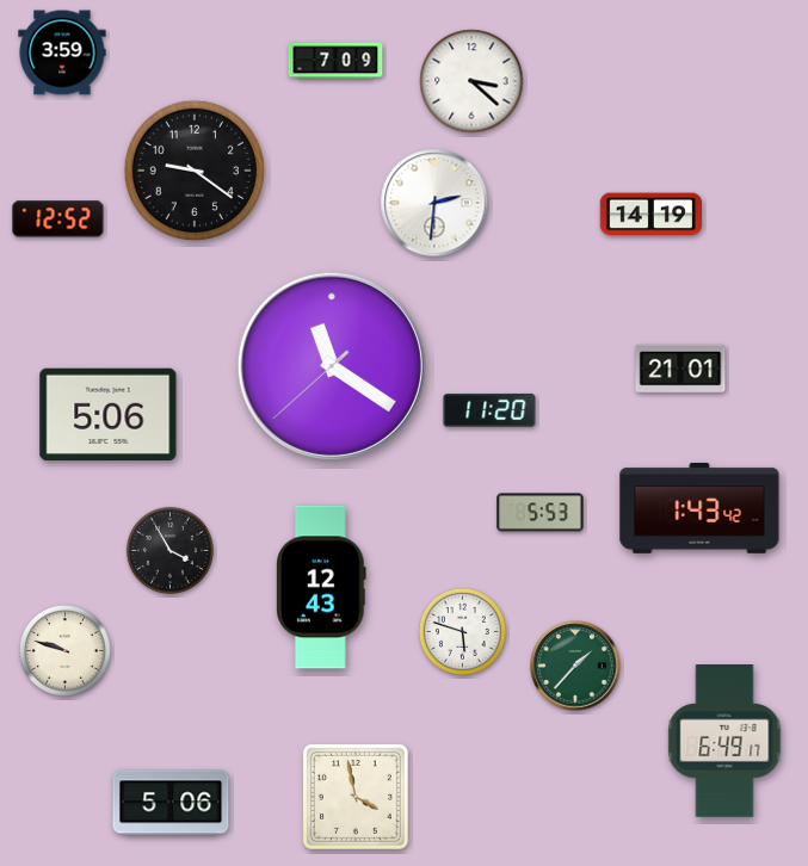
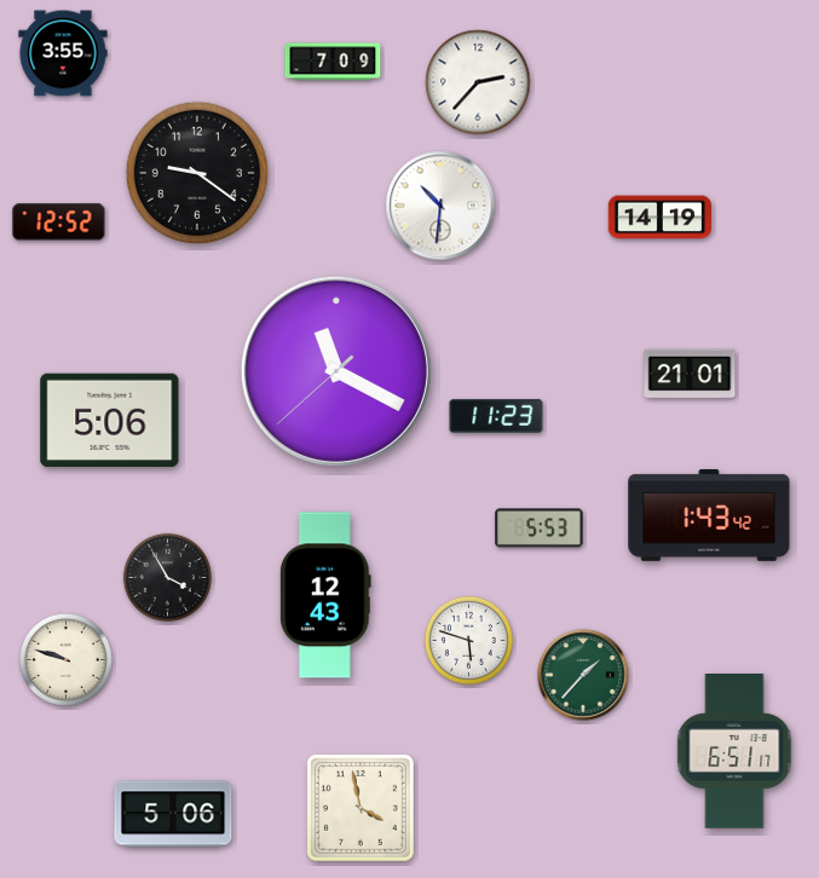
clock at (62, 52): 3:59 -> 3:55
clock at (335, 61) position: (335, 61) -> (333, 62)
clock at (471, 81): 3:22 -> 2:37
clock at (434, 203): 2:31 -> 10:31
clock at (332, 366): 11:20 -> 11:19
clock at (489, 410): 11:20 -> 11:23
clock at (541, 513) position: (541, 513) -> (540, 528)
clock at (169, 550) position: (169, 550) -> (167, 577)
clock at (724, 742): 6:49 -> 6:51
